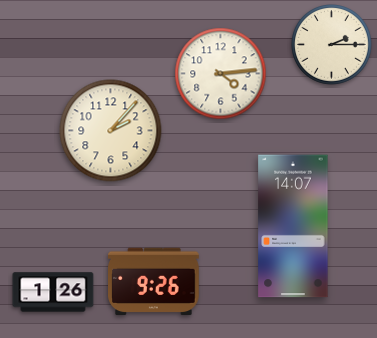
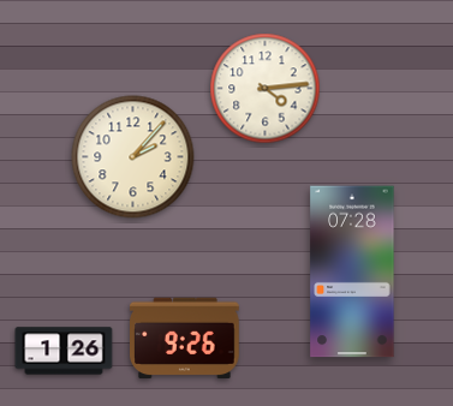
clock at (332, 45): 2:15 -> none
clock at (293, 226): 14:07 -> 07:28
